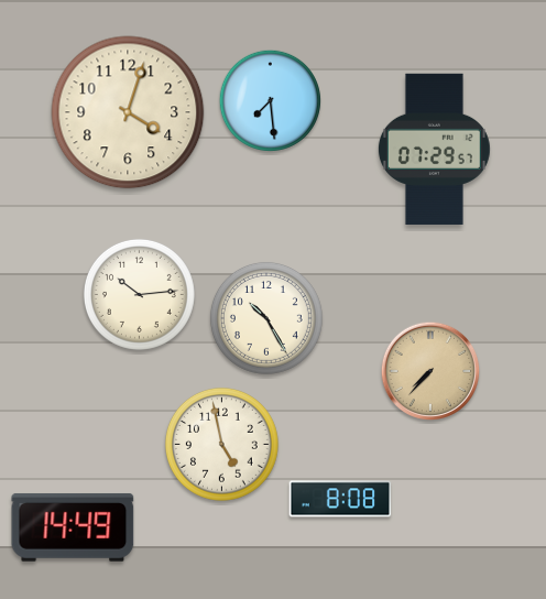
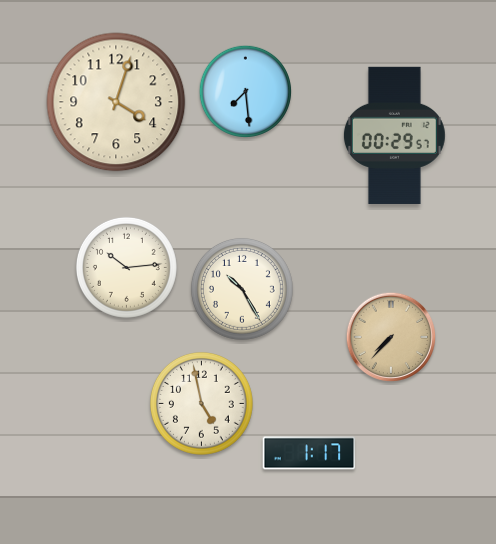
clock at (434, 149): 07:29 -> 00:29
clock at (340, 499): 8:08 -> 1:17
clock at (73, 527): 14:49 -> none
